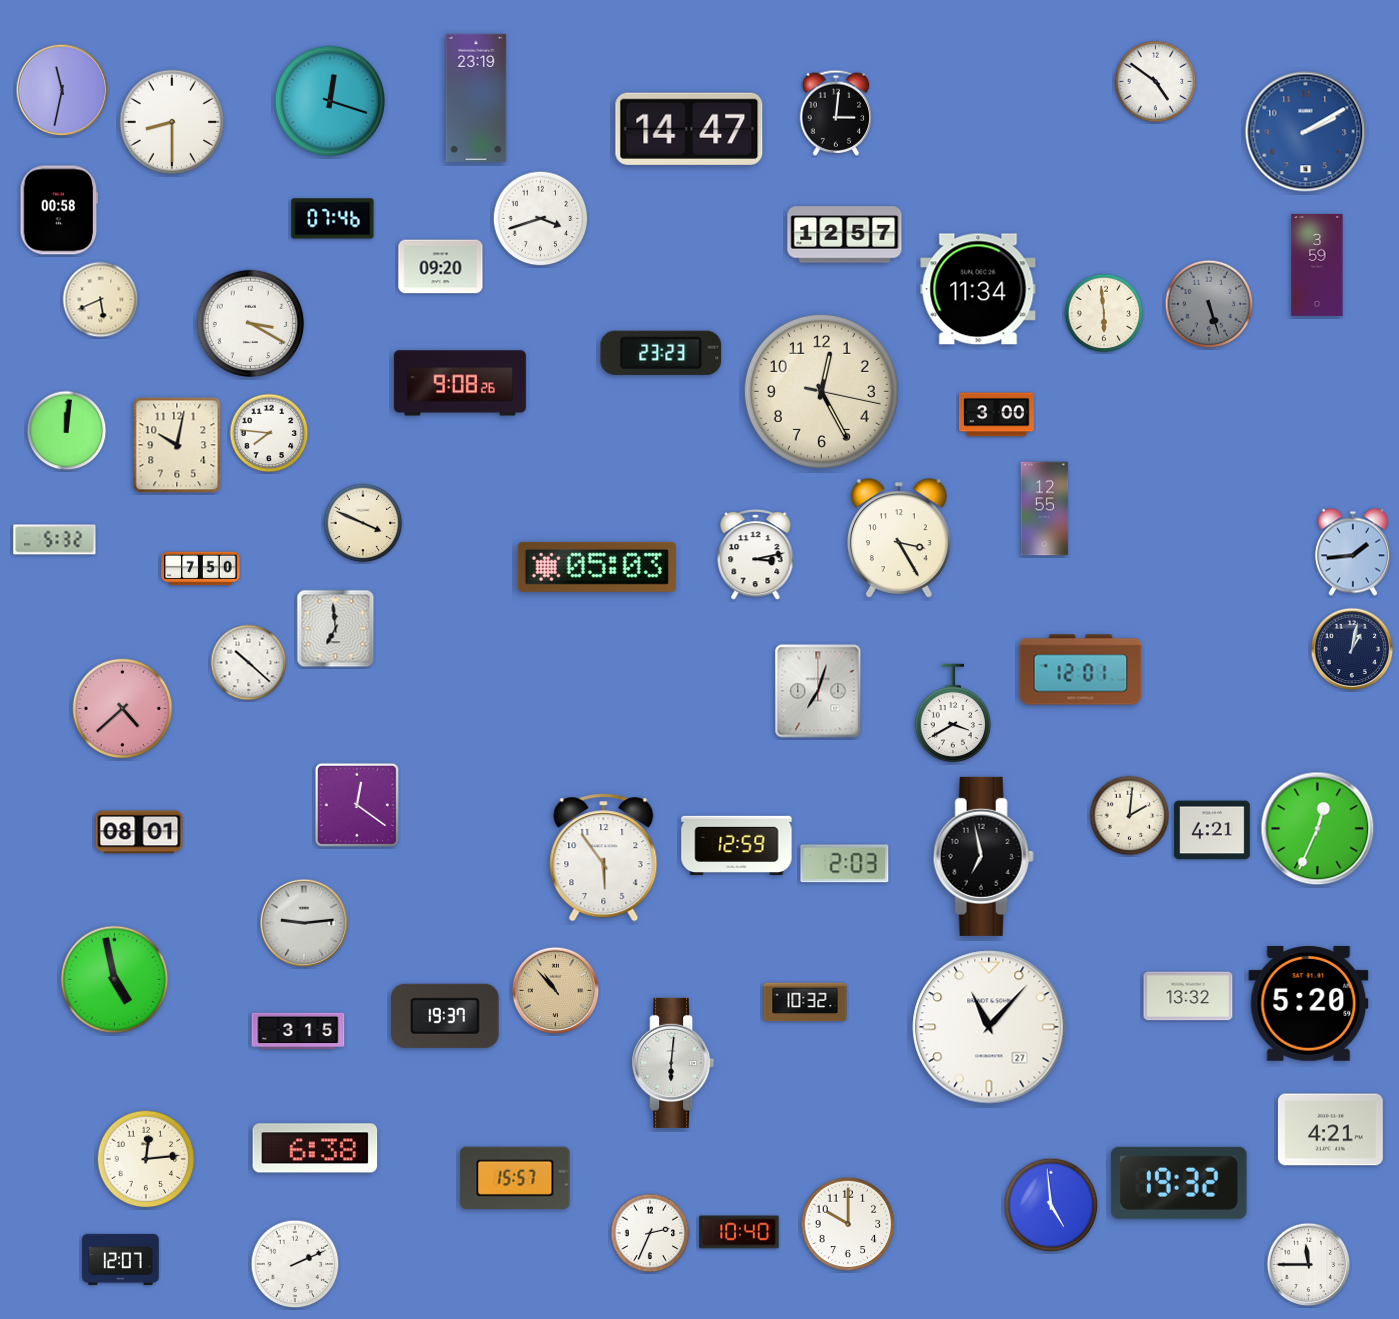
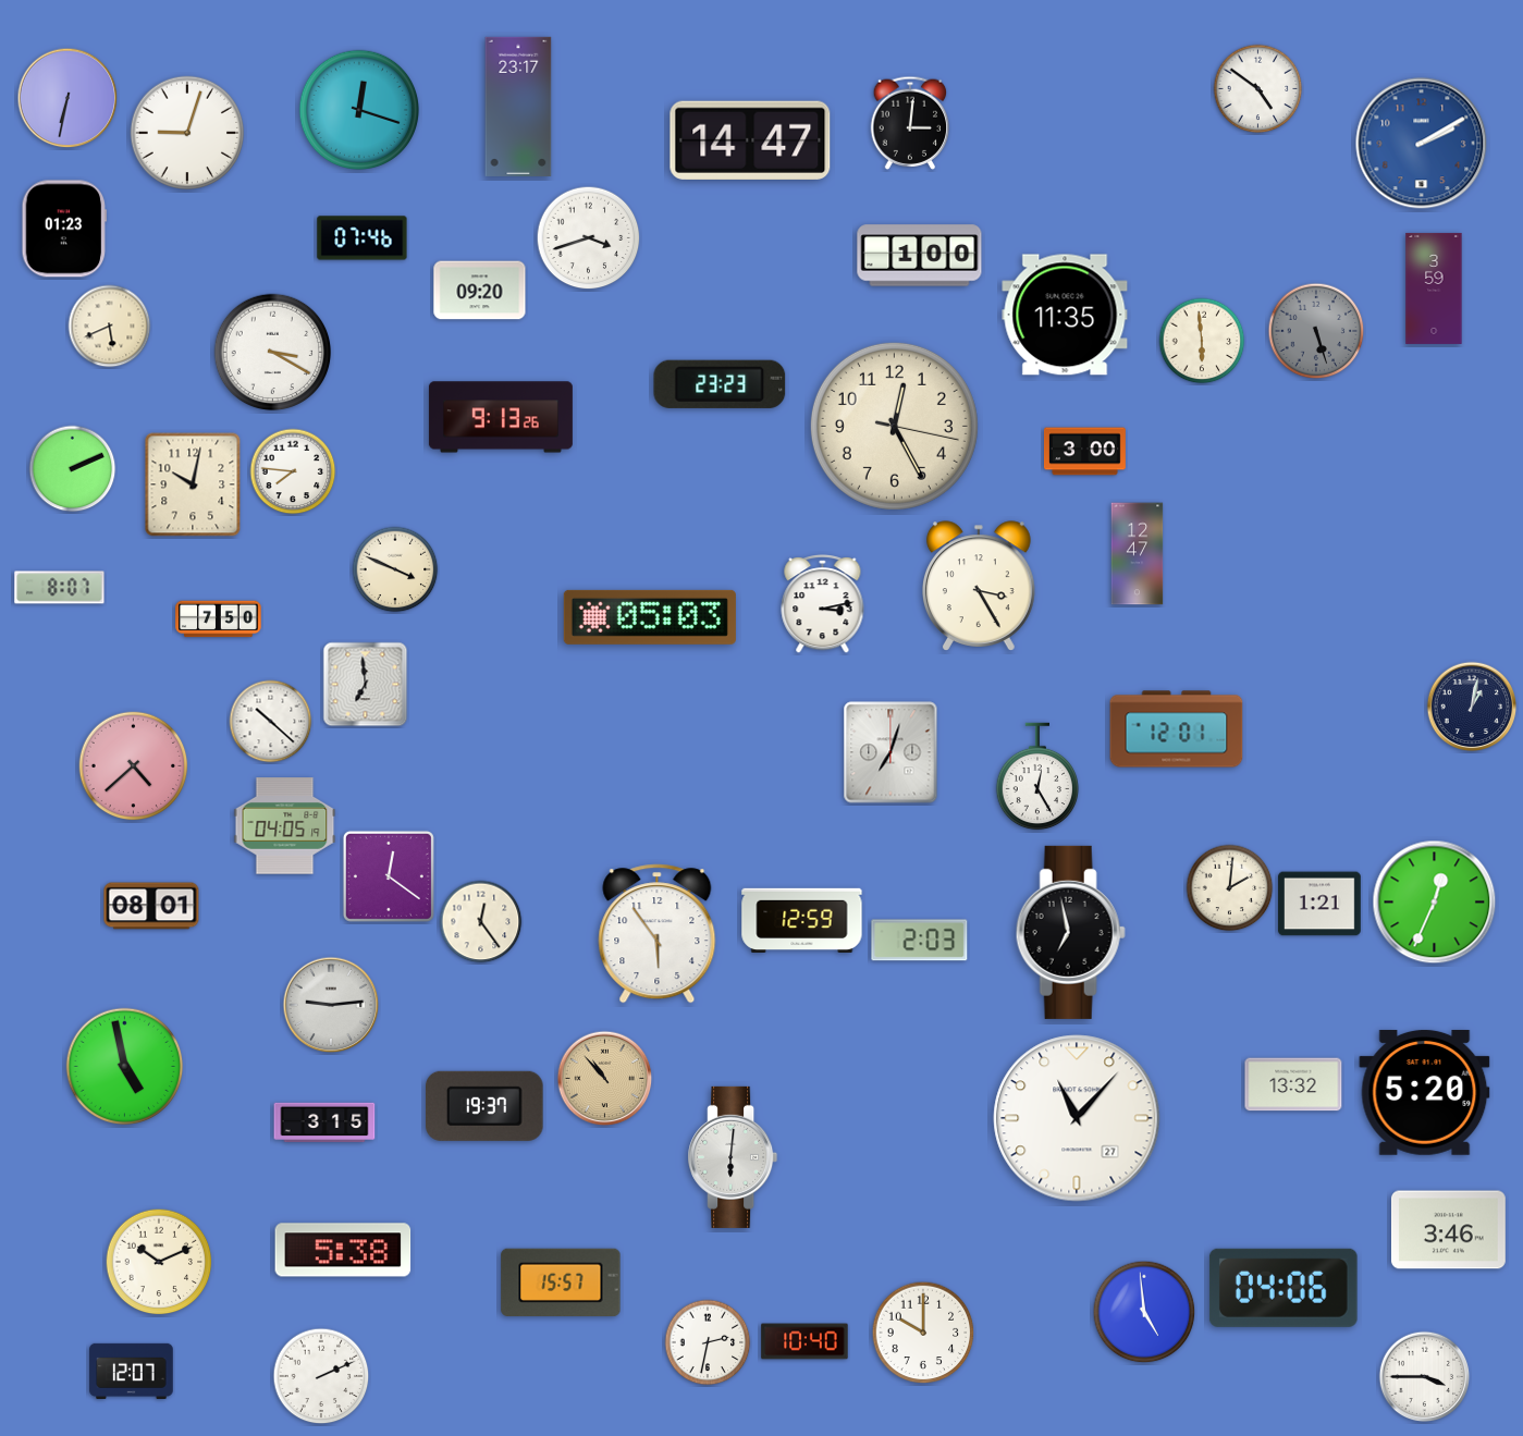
clock at (62, 90): 11:32 -> 6:32
clock at (476, 97): 23:19 -> 23:17
clock at (172, 122): 8:30 -> 9:03
clock at (59, 210): 00:58 -> 01:23
clock at (845, 235): 12:57 -> 1:00
clock at (978, 289): 11:34 -> 11:35
clock at (460, 383): 9:08 -> 9:13
clock at (67, 431): 12:01 -> 2:11
clock at (1045, 509): 12:55 -> 12:47
clock at (55, 540): 5:32 -> 8:07
clock at (1353, 552): 1:44 -> none
clock at (123, 709) position: (123, 709) -> (134, 766)
clock at (953, 713): 3:40 -> 12:25
clock at (285, 826): none -> 04:05
clock at (1212, 830): 4:21 -> 1:21
clock at (481, 922): none -> 12:24
clock at (805, 1002): 10:32 -> none
clock at (1331, 1130): 4:21 -> 3:46
clock at (315, 1148): 6:38 -> 5:38
clock at (146, 1159): 12:14 -> 10:11
clock at (1179, 1183): 19:32 -> 04:06
clock at (650, 1233): 2:34 -> 2:32
clock at (1309, 1265): 11:45 -> 3:45
